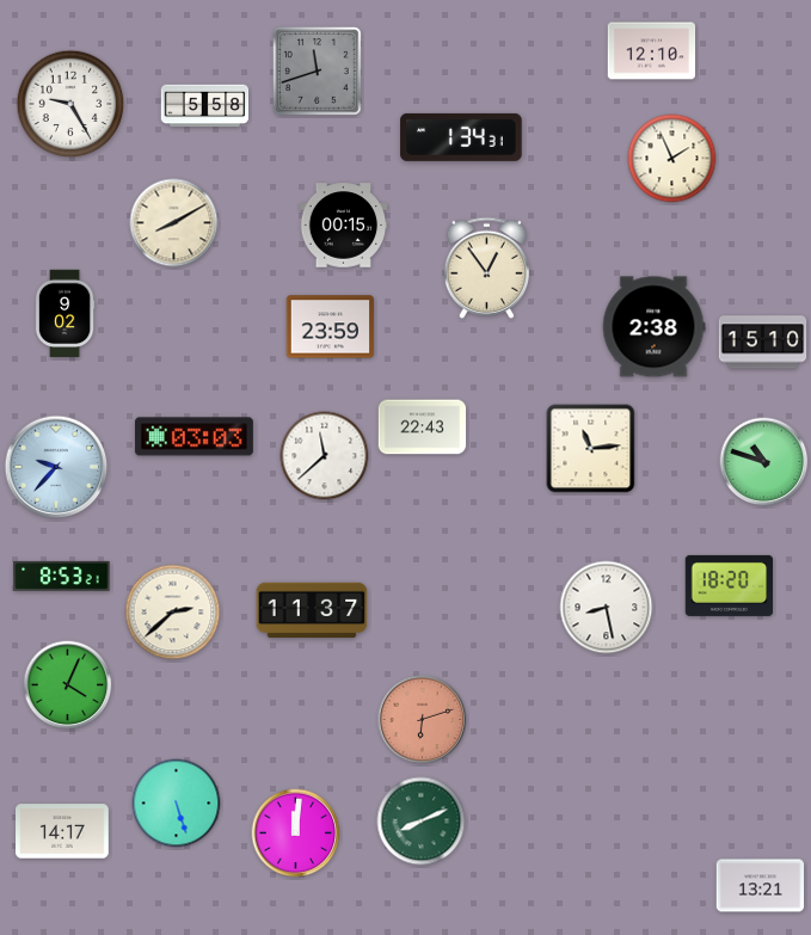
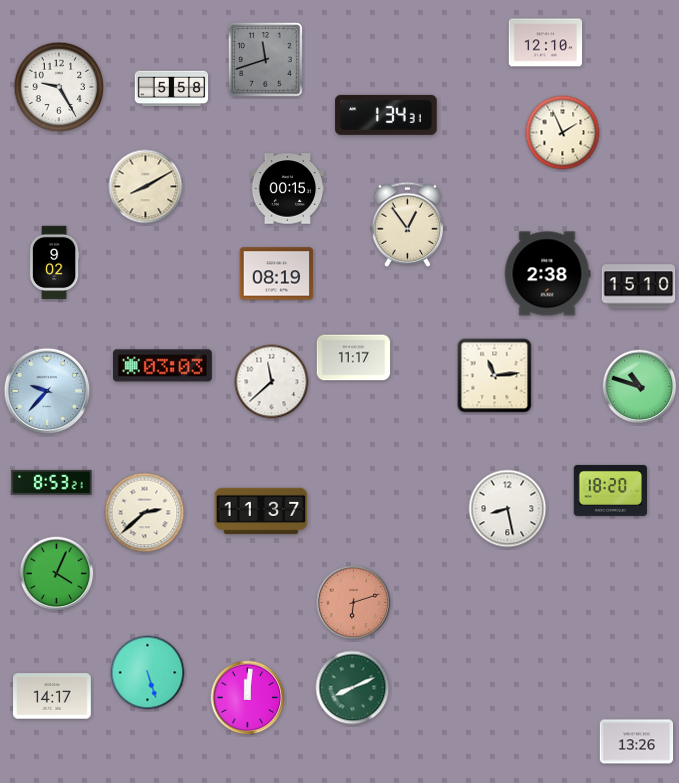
clock at (331, 327): 23:59 -> 08:19
clock at (423, 427): 22:43 -> 11:17
clock at (761, 886): 13:21 -> 13:26
